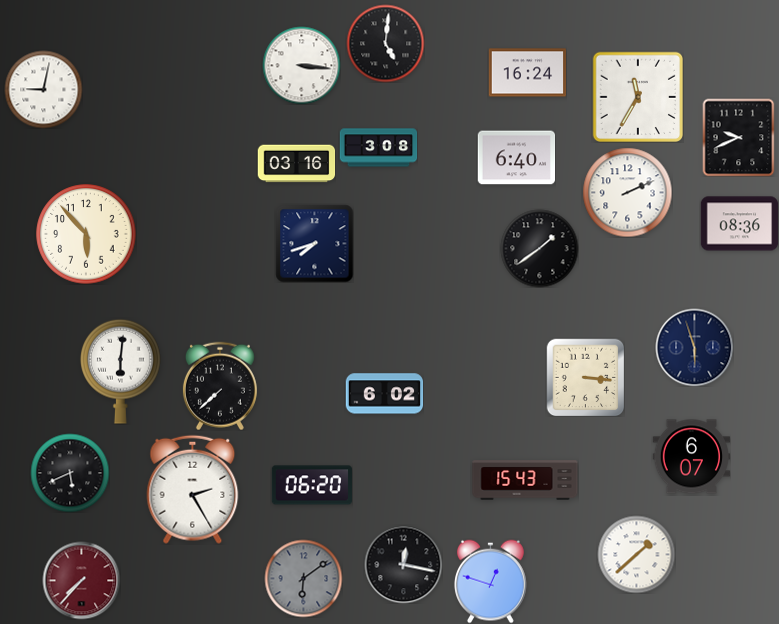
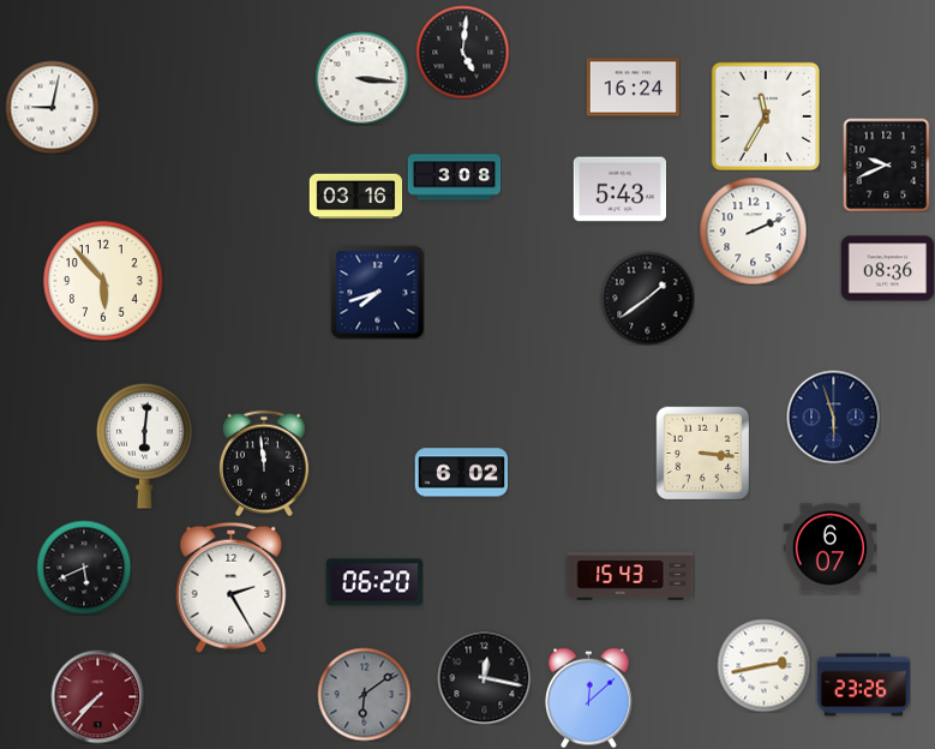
clock at (516, 158): 6:40 -> 5:43
clock at (220, 386): 7:38 -> 11:59
clock at (636, 554): 1:38 -> 2:43
clock at (863, 685): none -> 23:26
clock at (491, 581): 12:48 -> 12:08
